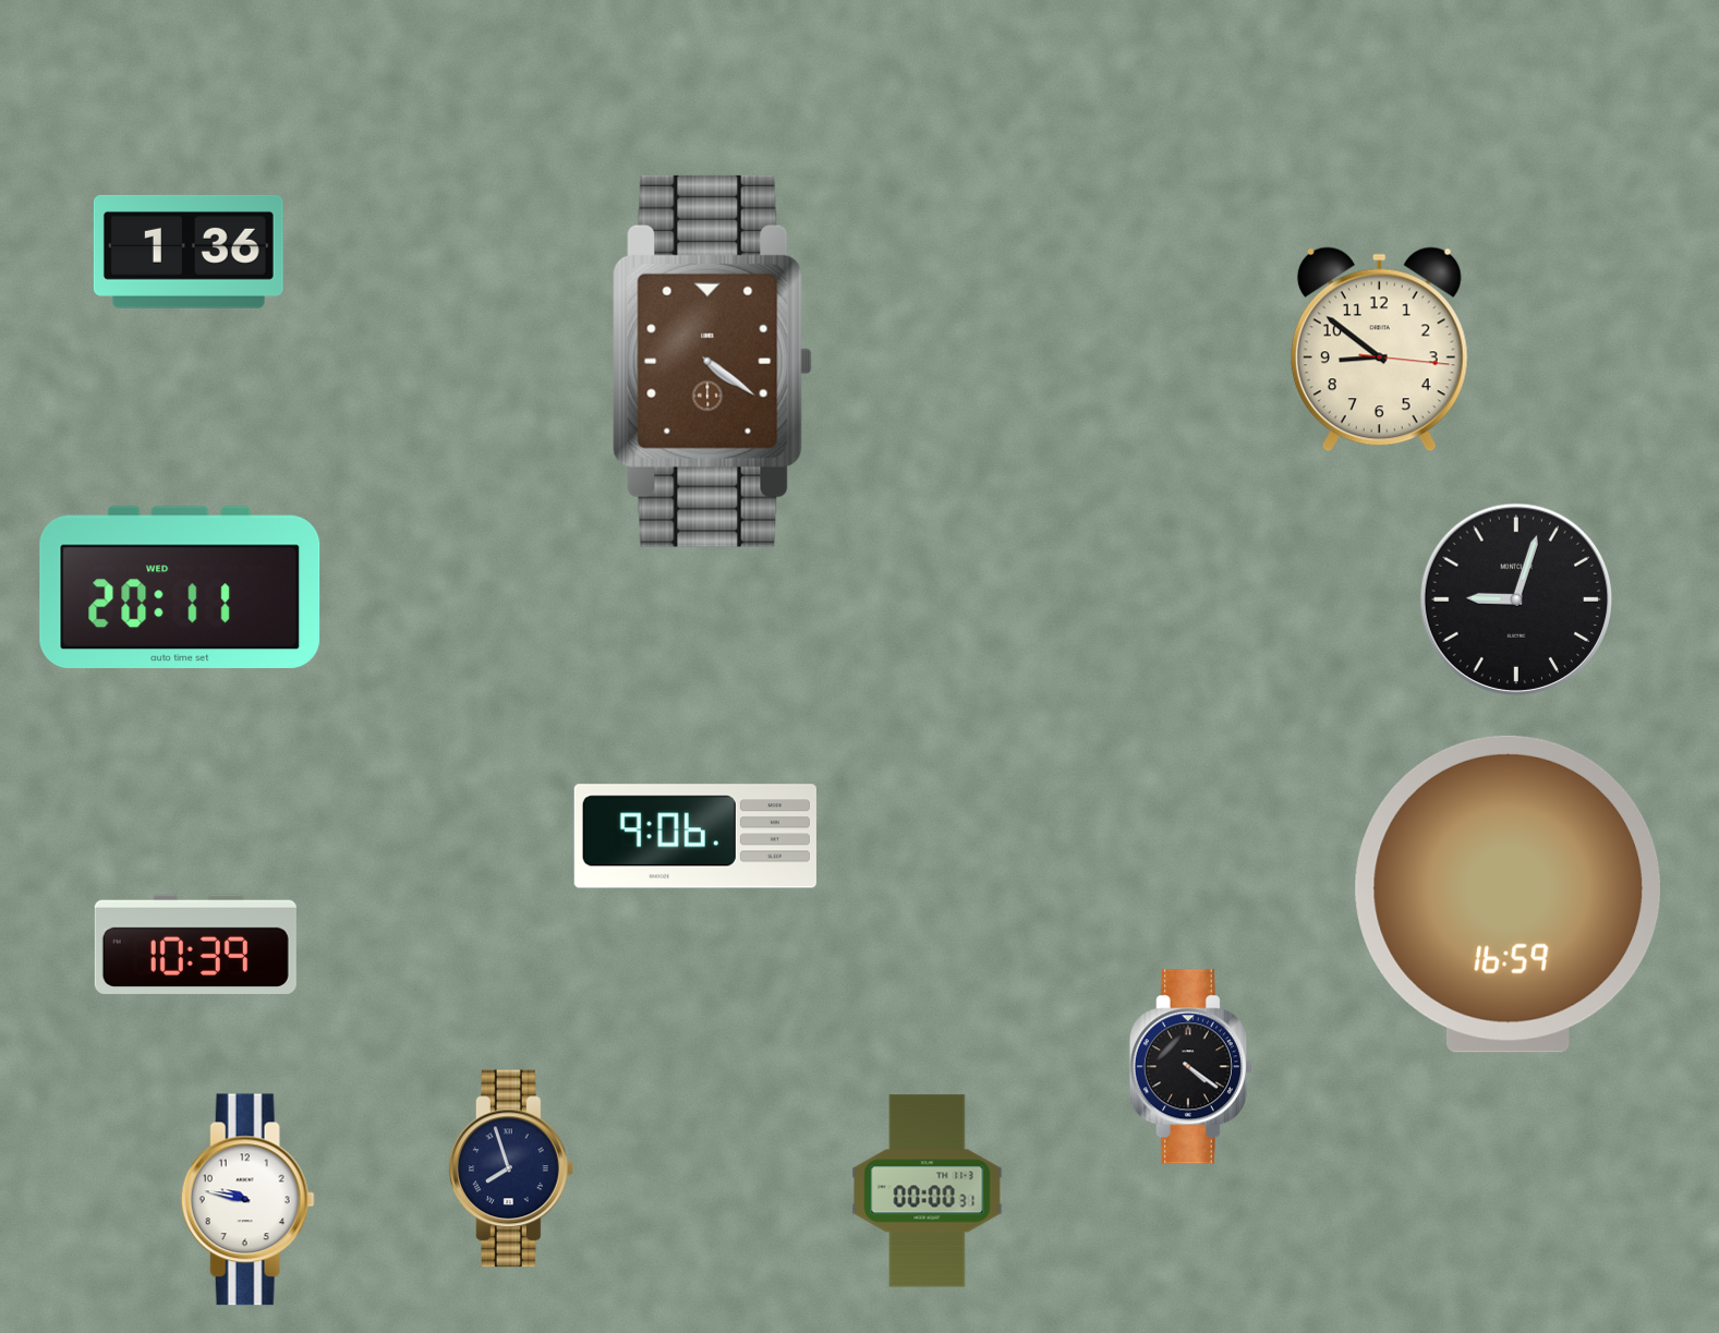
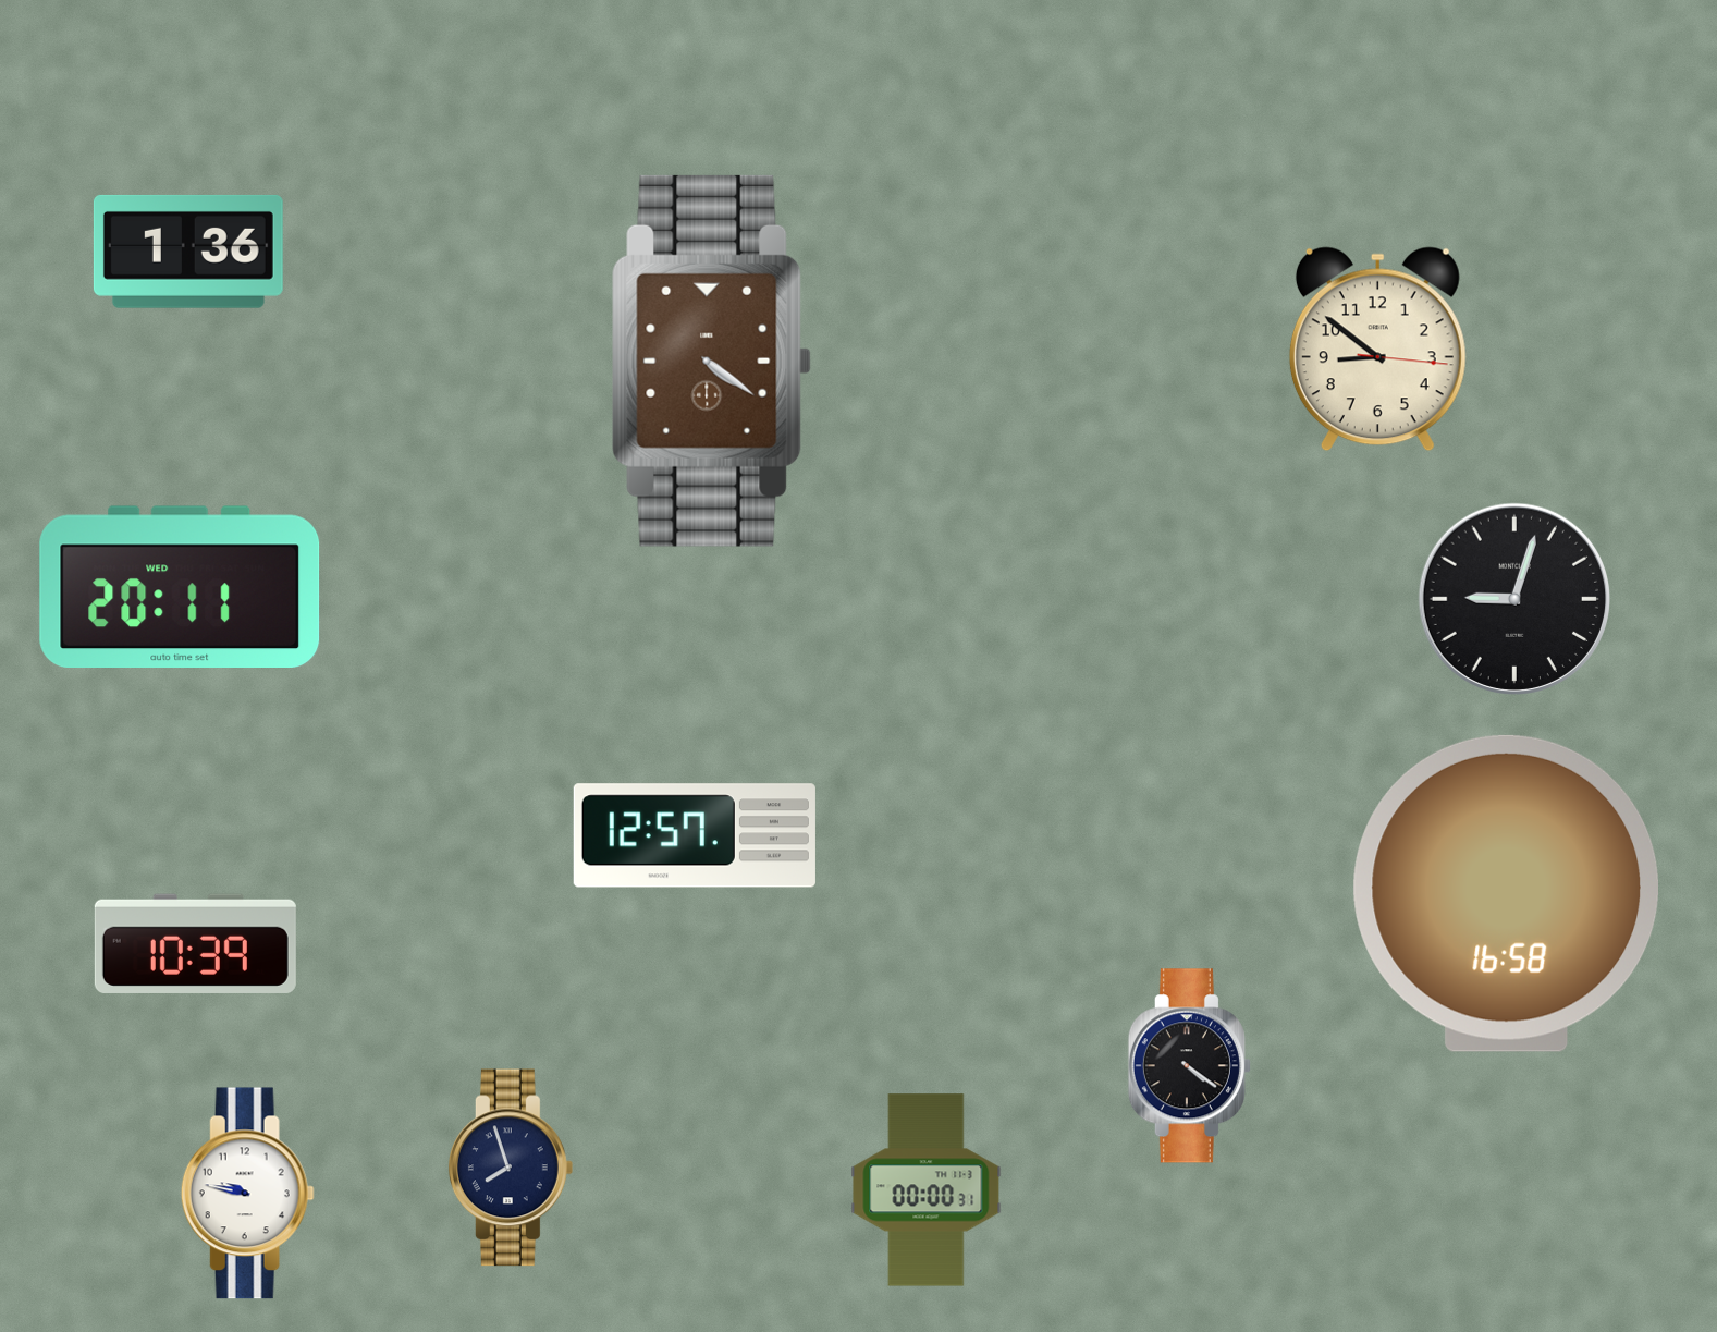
clock at (695, 836): 9:06 -> 12:57
clock at (1508, 894): 16:59 -> 16:58
clock at (247, 1200) position: (247, 1200) -> (247, 1194)
